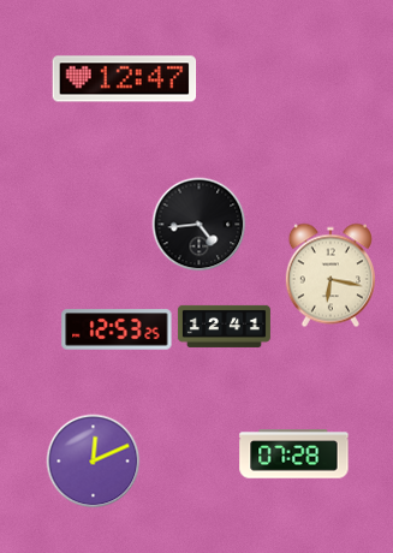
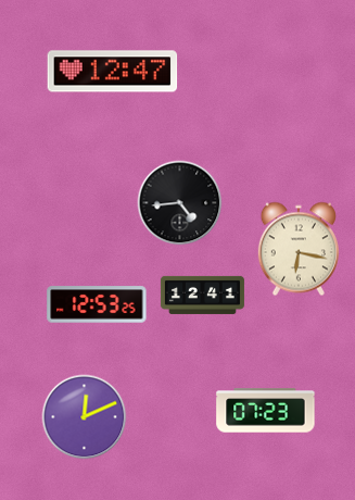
clock at (117, 329) position: (117, 329) -> (97, 304)
clock at (294, 454): 07:28 -> 07:23
